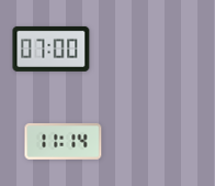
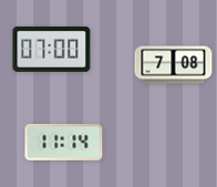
clock at (174, 65): none -> 7:08
